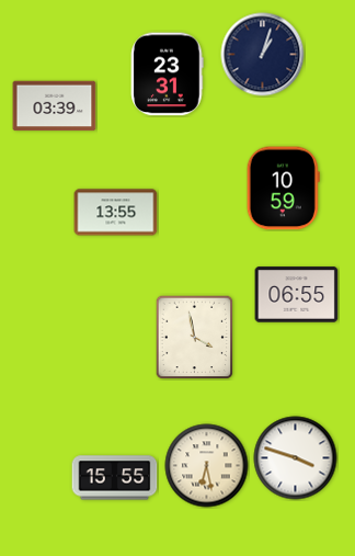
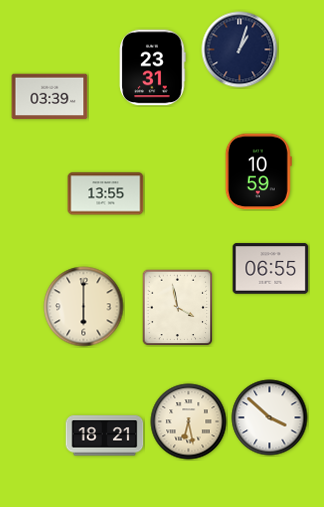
clock at (84, 307): none -> 6:00
clock at (296, 458): 3:48 -> 3:52
clock at (207, 466) position: (207, 466) -> (189, 422)
clock at (115, 478): 15:55 -> 18:21
